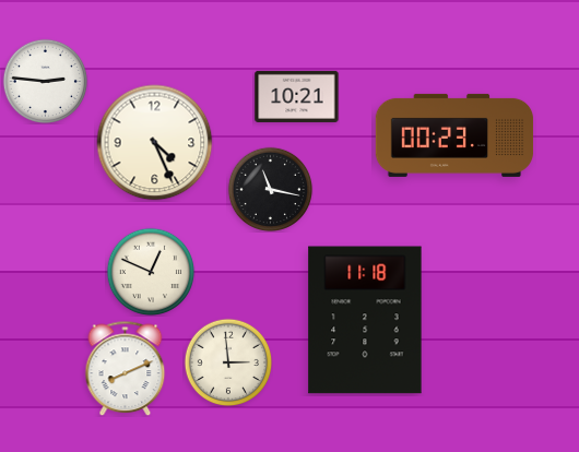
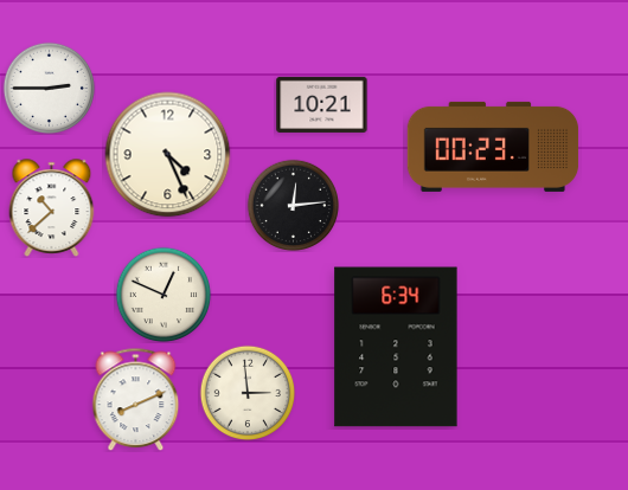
clock at (45, 81): 2:46 -> 2:45
clock at (270, 189): 11:17 -> 12:14
clock at (52, 208): none -> 10:38
clock at (365, 320): 11:18 -> 6:34
